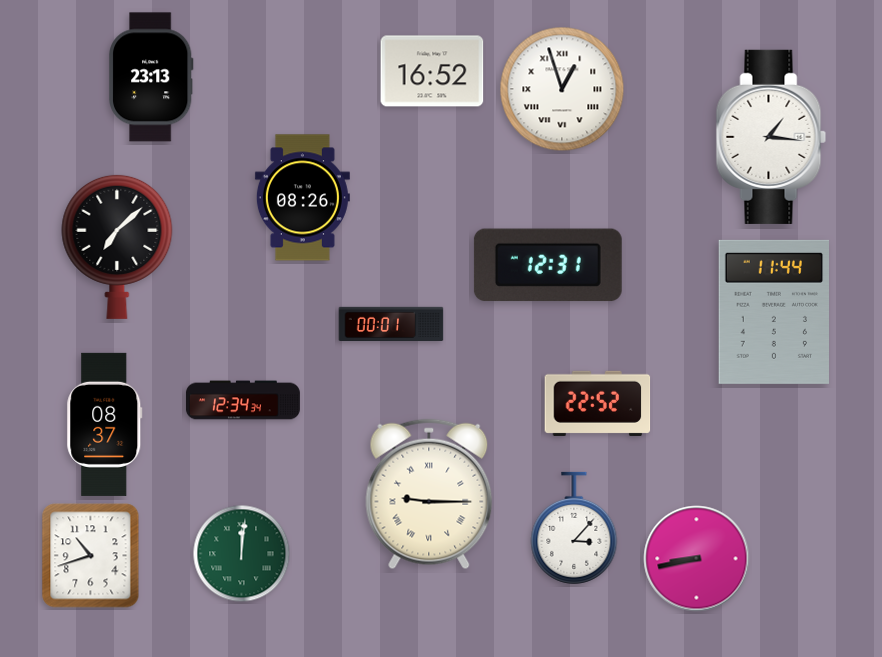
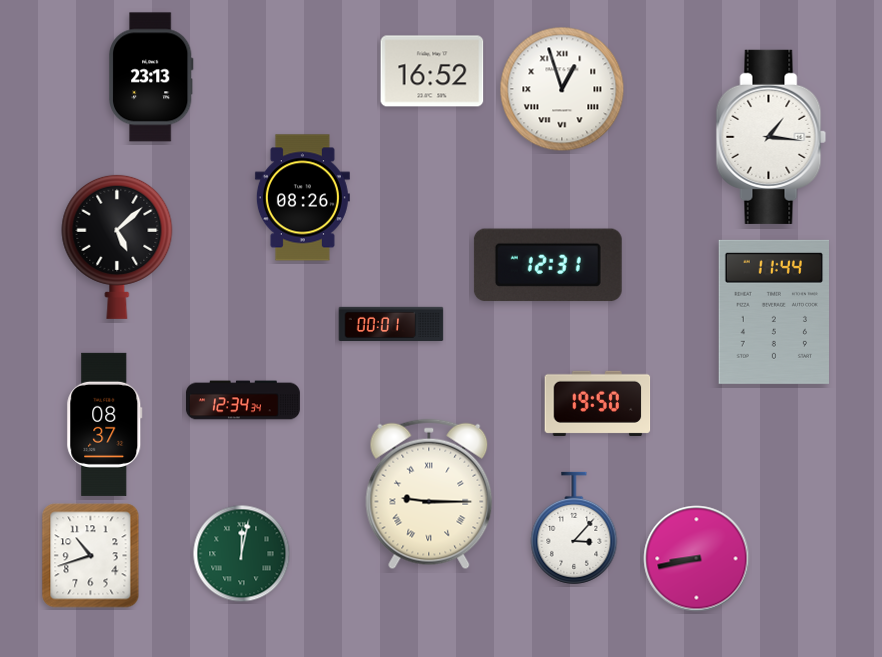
clock at (117, 246): 7:08 -> 5:08
clock at (598, 403): 22:52 -> 19:50
clock at (242, 554): 12:01 -> 12:02
